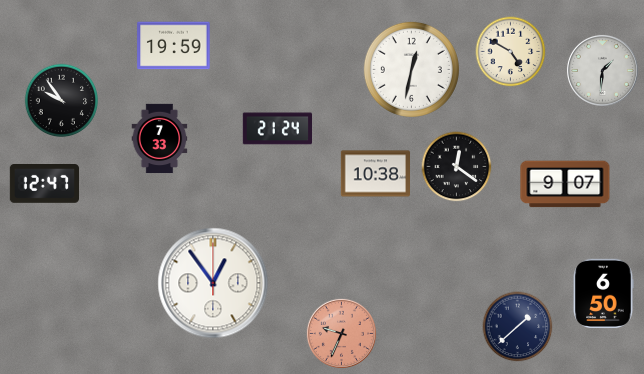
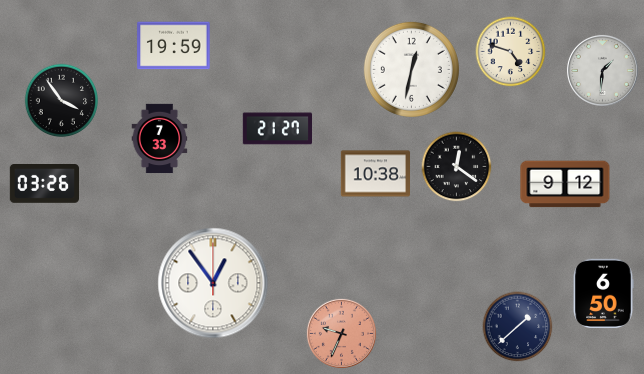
clock at (511, 52): 4:50 -> 4:48
clock at (61, 100): 9:54 -> 3:54
clock at (277, 129): 21:24 -> 21:27
clock at (44, 184): 12:47 -> 03:26
clock at (565, 184): 9:07 -> 9:12
